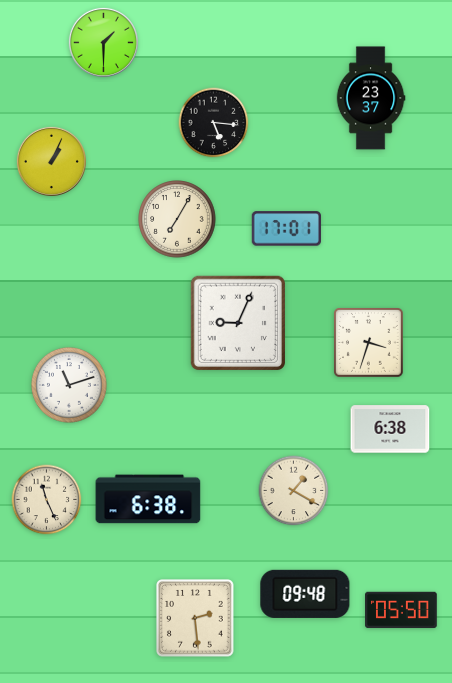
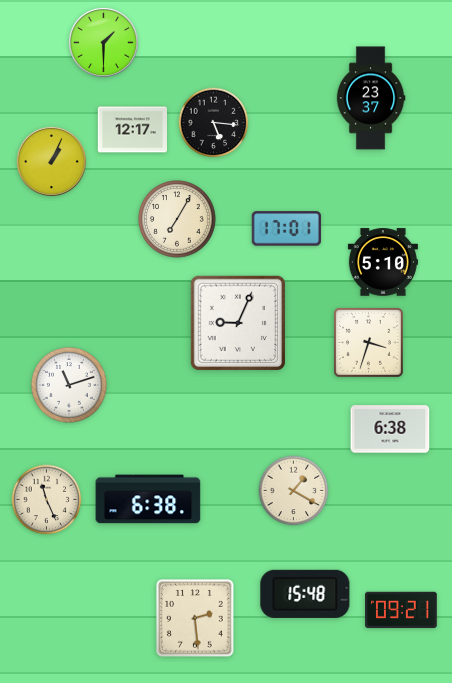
clock at (132, 130): none -> 12:17
clock at (383, 262): none -> 5:10
clock at (305, 594): 09:48 -> 15:48
clock at (401, 610): 05:50 -> 09:21
